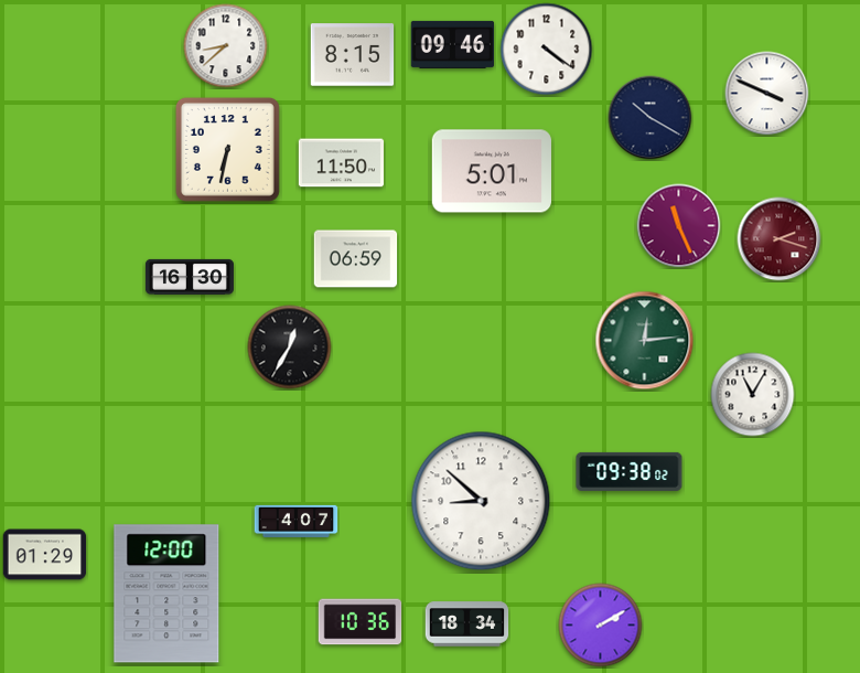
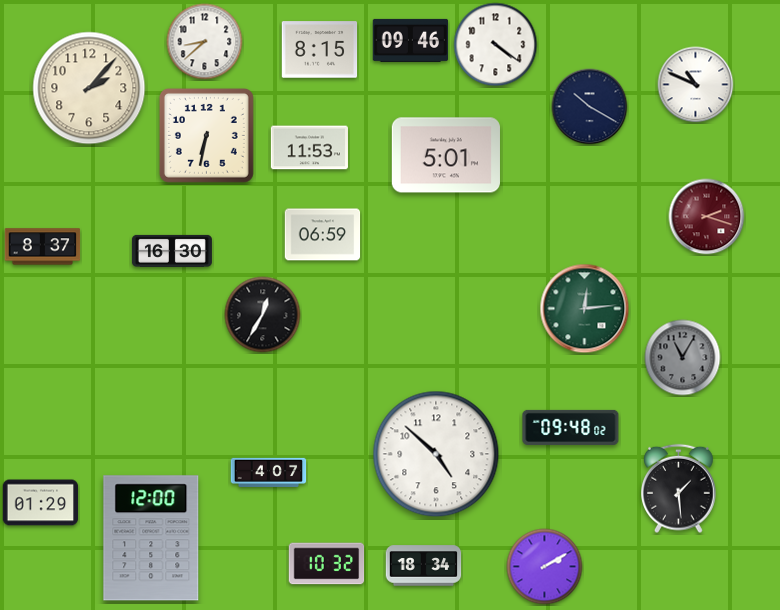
clock at (767, 94): 3:49 -> 10:49
clock at (89, 88): none -> 2:07
clock at (341, 163): 11:50 -> 11:53
clock at (679, 226): 11:26 -> none
clock at (43, 247): none -> 8:37
clock at (753, 395) dial: white -> grey
clock at (630, 471): 09:38 -> 09:48
clock at (481, 501): 8:52 -> 4:52
clock at (679, 489): none -> 1:29
clock at (361, 622): 10:36 -> 10:32
